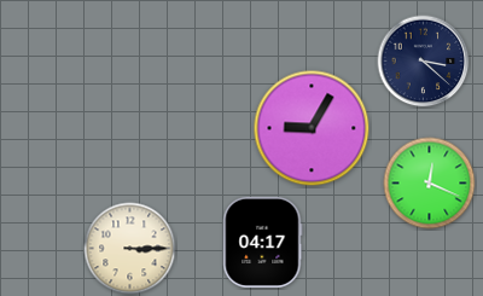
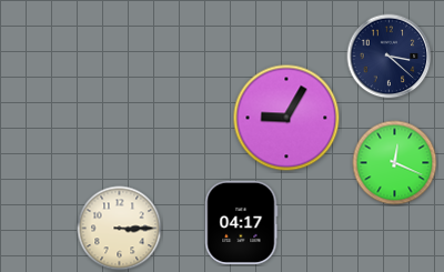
clock at (430, 184) position: (430, 184) -> (395, 163)
